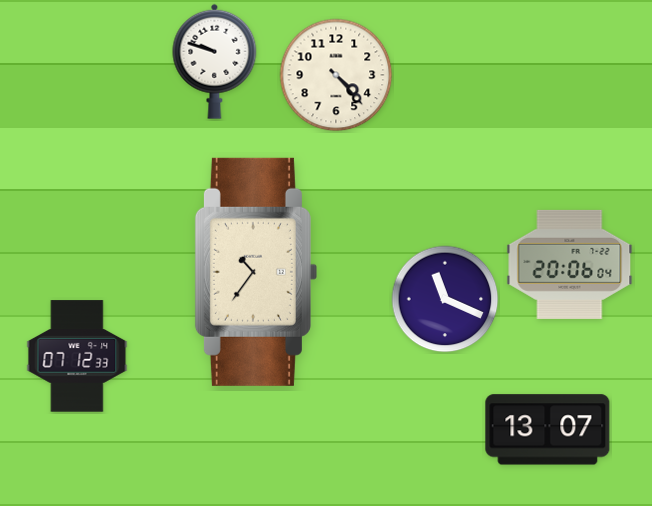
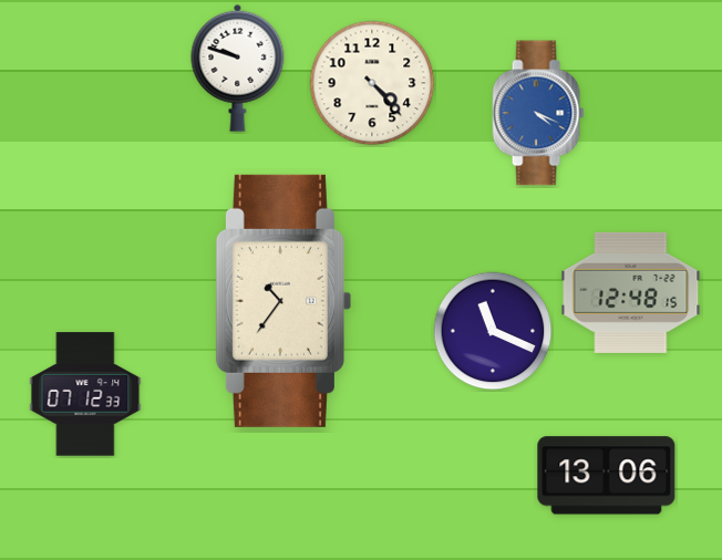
clock at (538, 113): none -> 4:19
clock at (570, 264): 20:06 -> 12:48
clock at (548, 430): 13:07 -> 13:06
